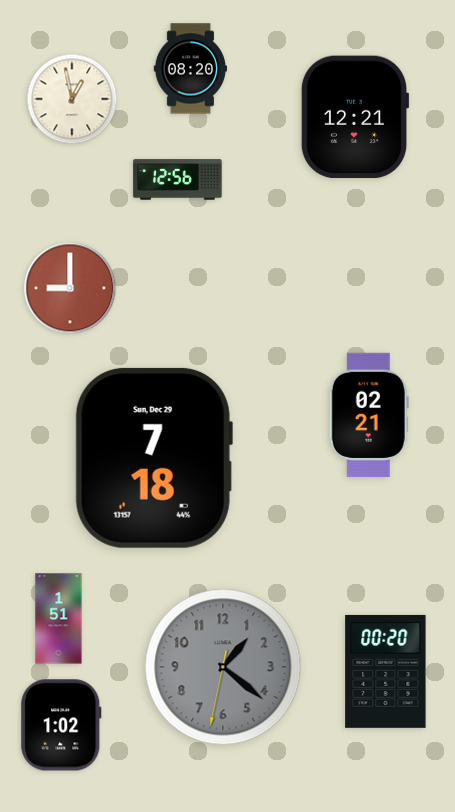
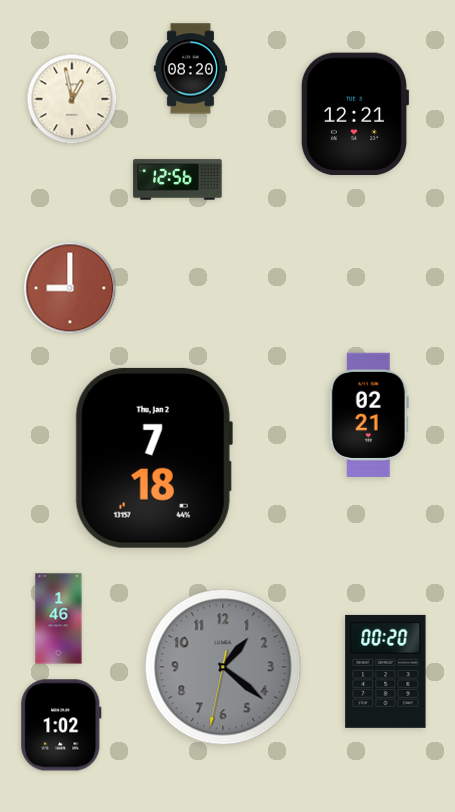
clock at (355, 117) position: (355, 117) -> (355, 114)
clock at (154, 458) date: Sun, Dec 29 -> Thu, Jan 2
clock at (59, 619): 1:51 -> 1:46
